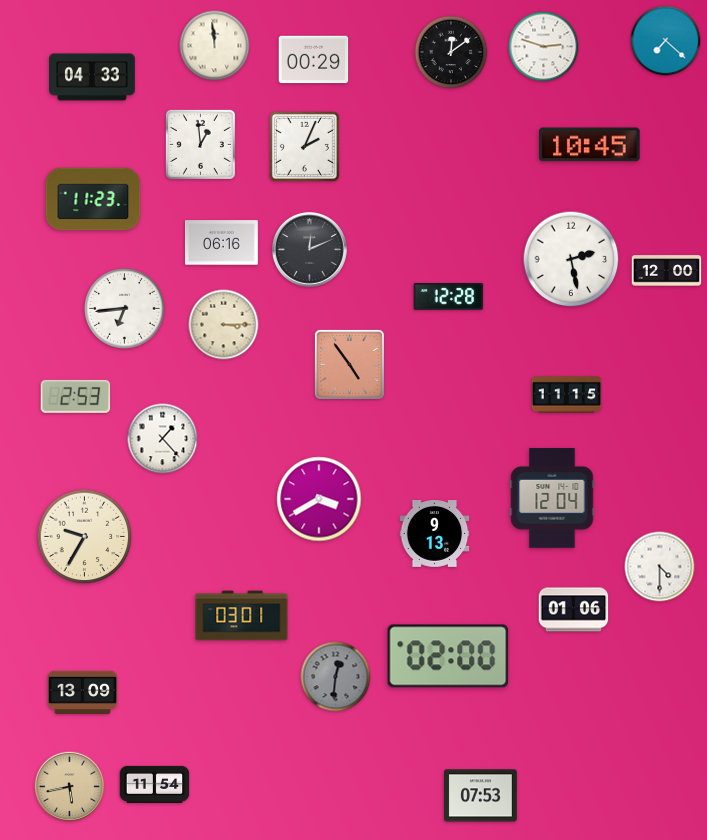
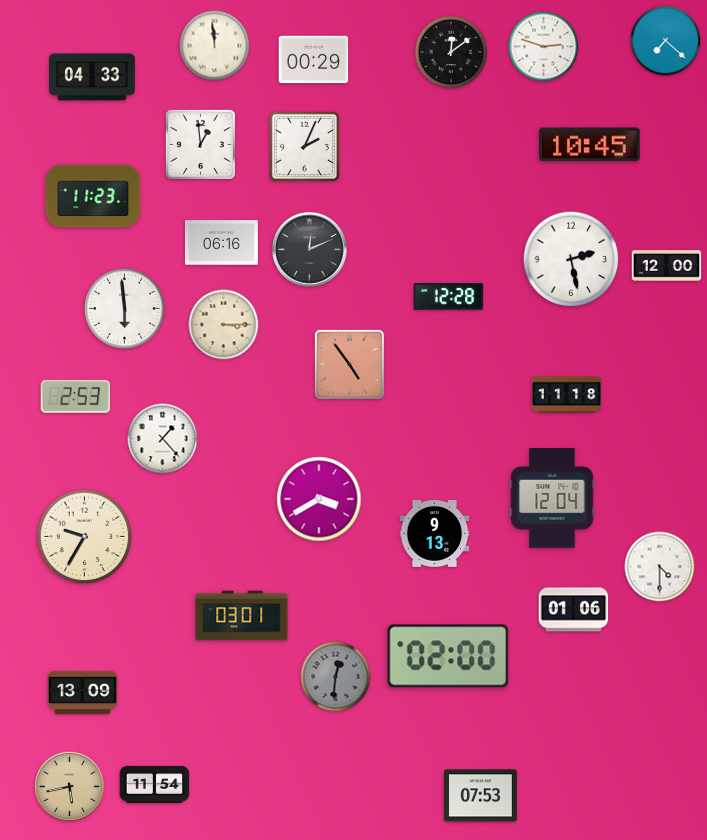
clock at (93, 199) position: (93, 199) -> (93, 196)
clock at (667, 271) position: (667, 271) -> (667, 266)
clock at (125, 309): 6:44 -> 5:59
clock at (567, 395): 11:15 -> 11:18
